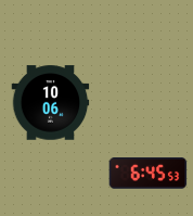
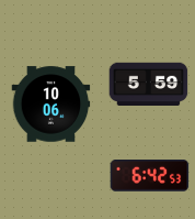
clock at (149, 85): none -> 5:59
clock at (149, 174): 6:45 -> 6:42
